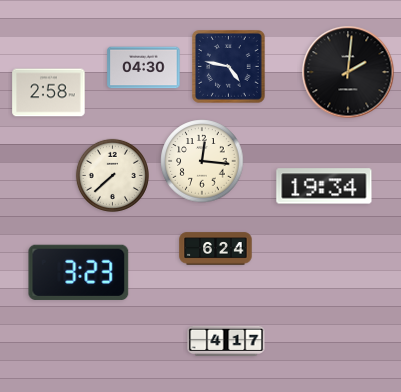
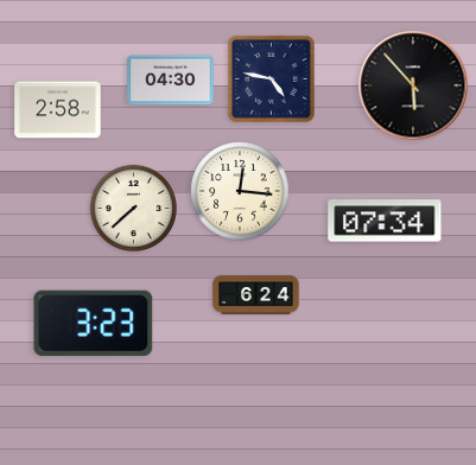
clock at (348, 72): 2:01 -> 5:53
clock at (324, 186): 19:34 -> 07:34
clock at (226, 340): 4:17 -> none
